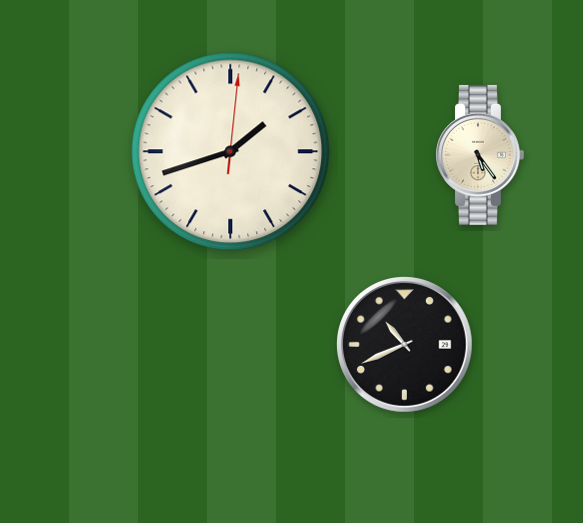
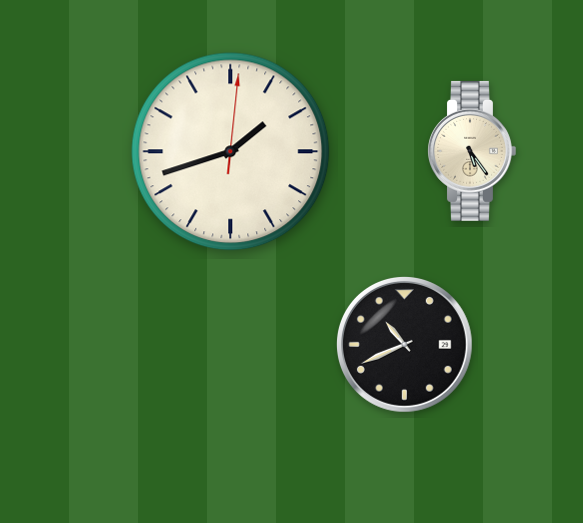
clock at (480, 155) position: (480, 155) -> (472, 151)
